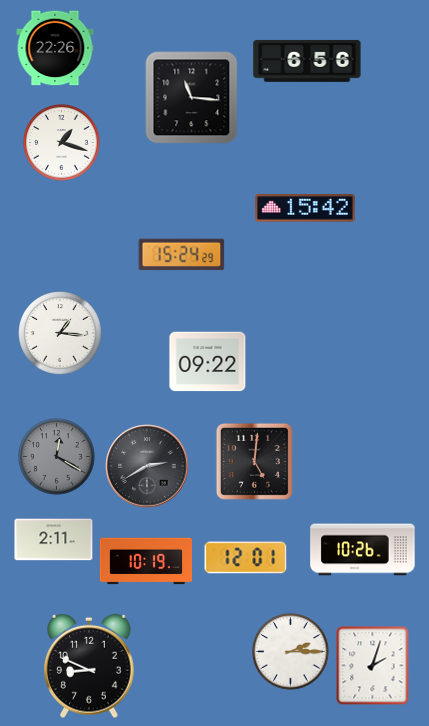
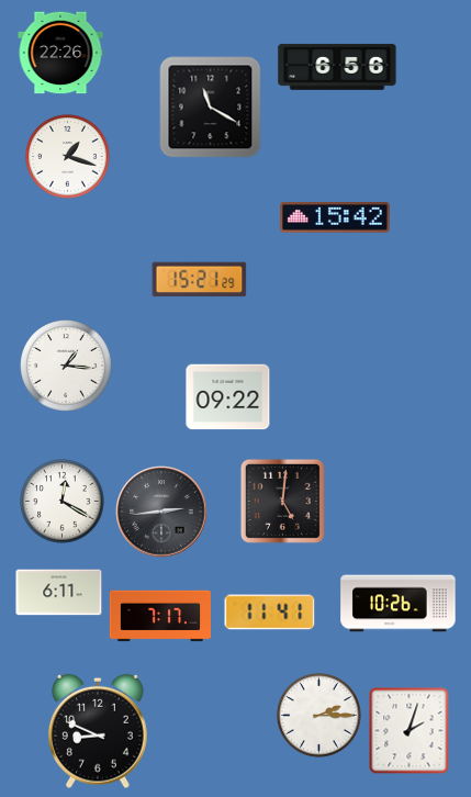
clock at (192, 98): 11:16 -> 11:20
clock at (306, 208) position: (306, 208) -> (336, 217)
clock at (182, 255): 15:24 -> 15:21
clock at (57, 457) dial: grey -> white
clock at (254, 461) position: (254, 461) -> (282, 501)
clock at (147, 466): 2:40 -> 2:44
clock at (54, 540): 2:11 -> 6:11
clock at (246, 558): 12:01 -> 11:41
clock at (145, 561): 10:19 -> 7:17
